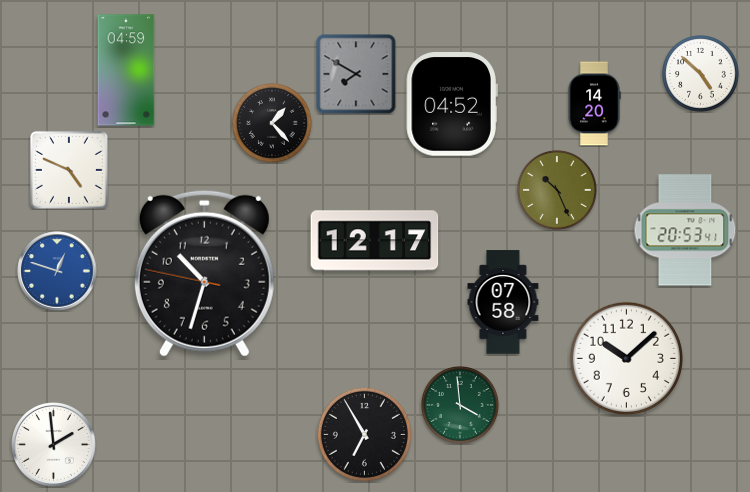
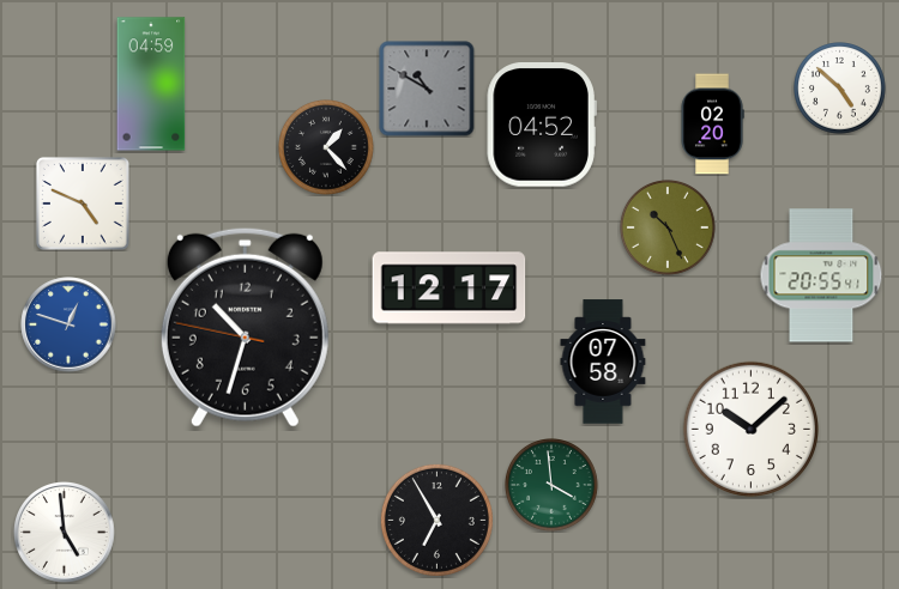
clock at (356, 74): 7:50 -> 10:50
clock at (594, 104): 14:20 -> 02:20
clock at (685, 230): 20:53 -> 20:55
clock at (54, 445): 1:59 -> 4:59
